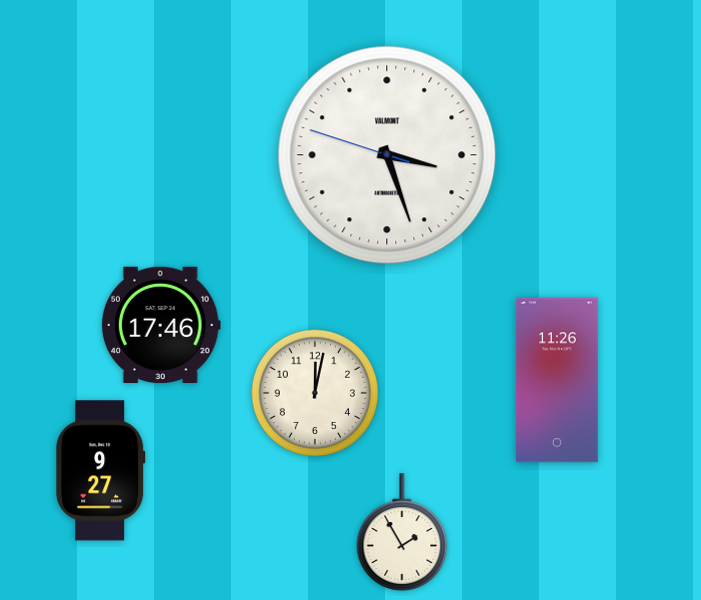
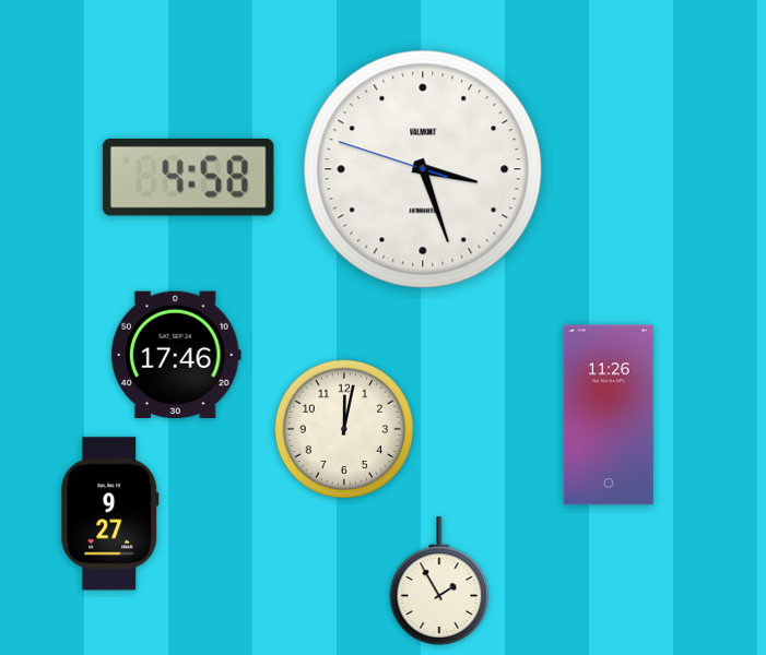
clock at (188, 177): none -> 4:58
